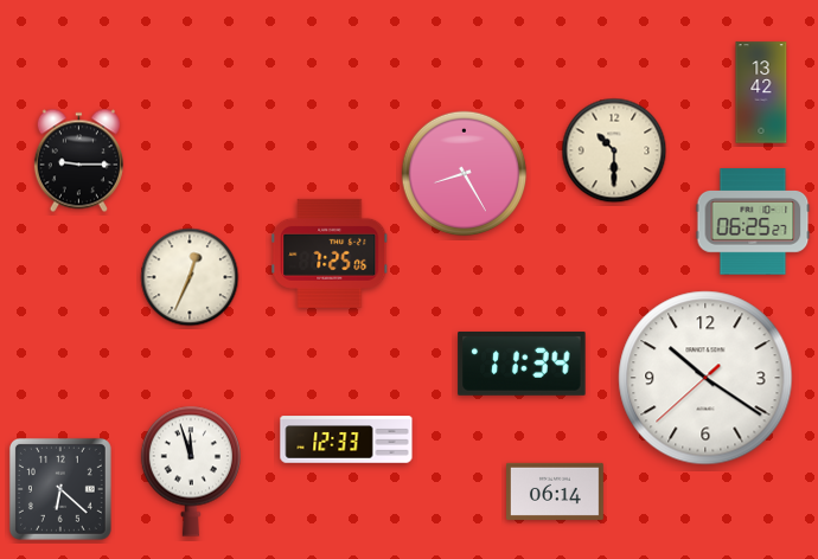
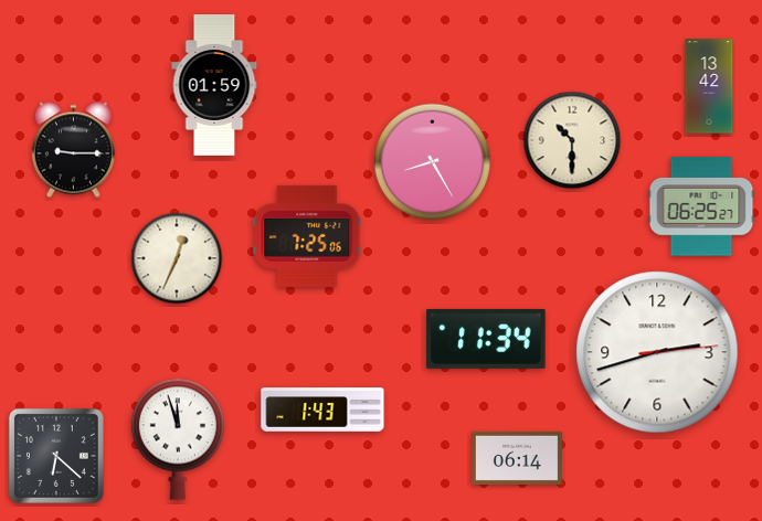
clock at (214, 86): none -> 01:59
clock at (705, 378): 10:20 -> 2:42
clock at (346, 439): 12:33 -> 1:43
